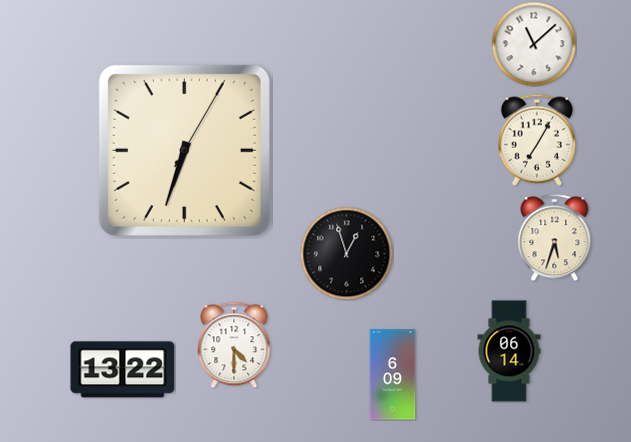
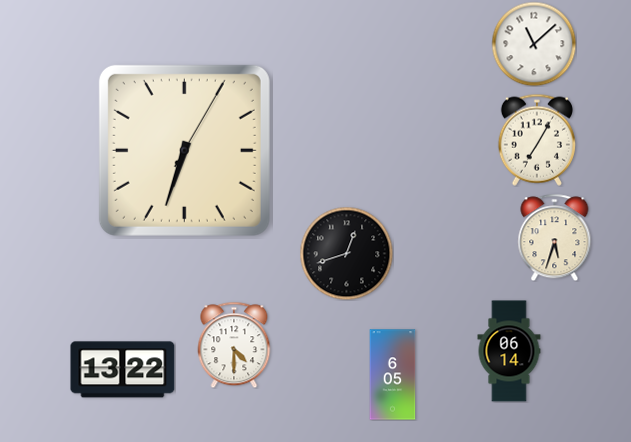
clock at (346, 253): 12:57 -> 12:42
clock at (393, 375): 6:09 -> 6:05
